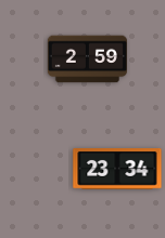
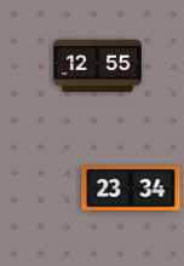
clock at (87, 59): 2:59 -> 12:55
